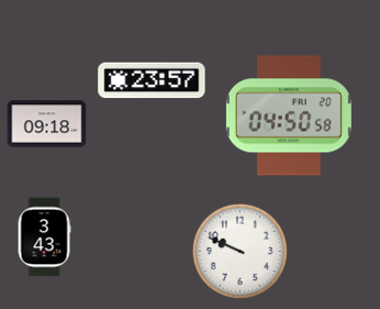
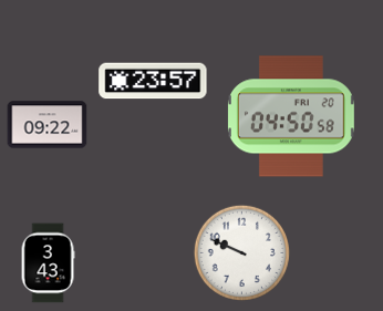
clock at (47, 124): 09:18 -> 09:22
clock at (44, 238) position: (44, 238) -> (48, 263)
